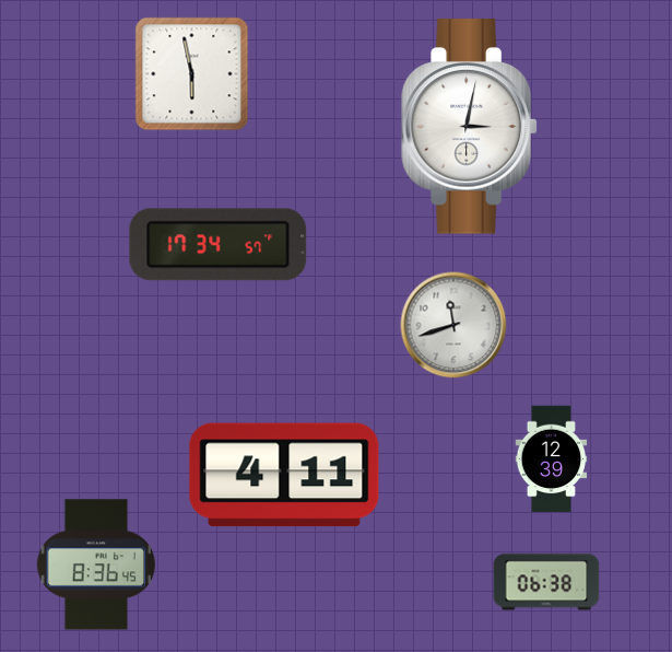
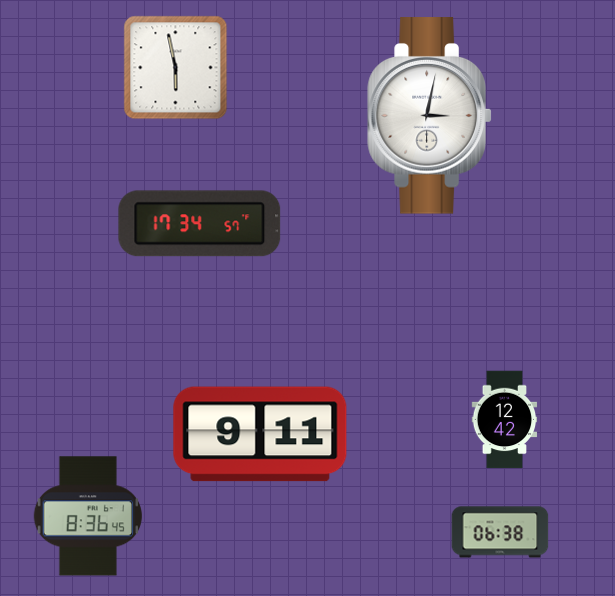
clock at (453, 325): 11:42 -> none
clock at (552, 459): 12:39 -> 12:42
clock at (284, 475): 4:11 -> 9:11
